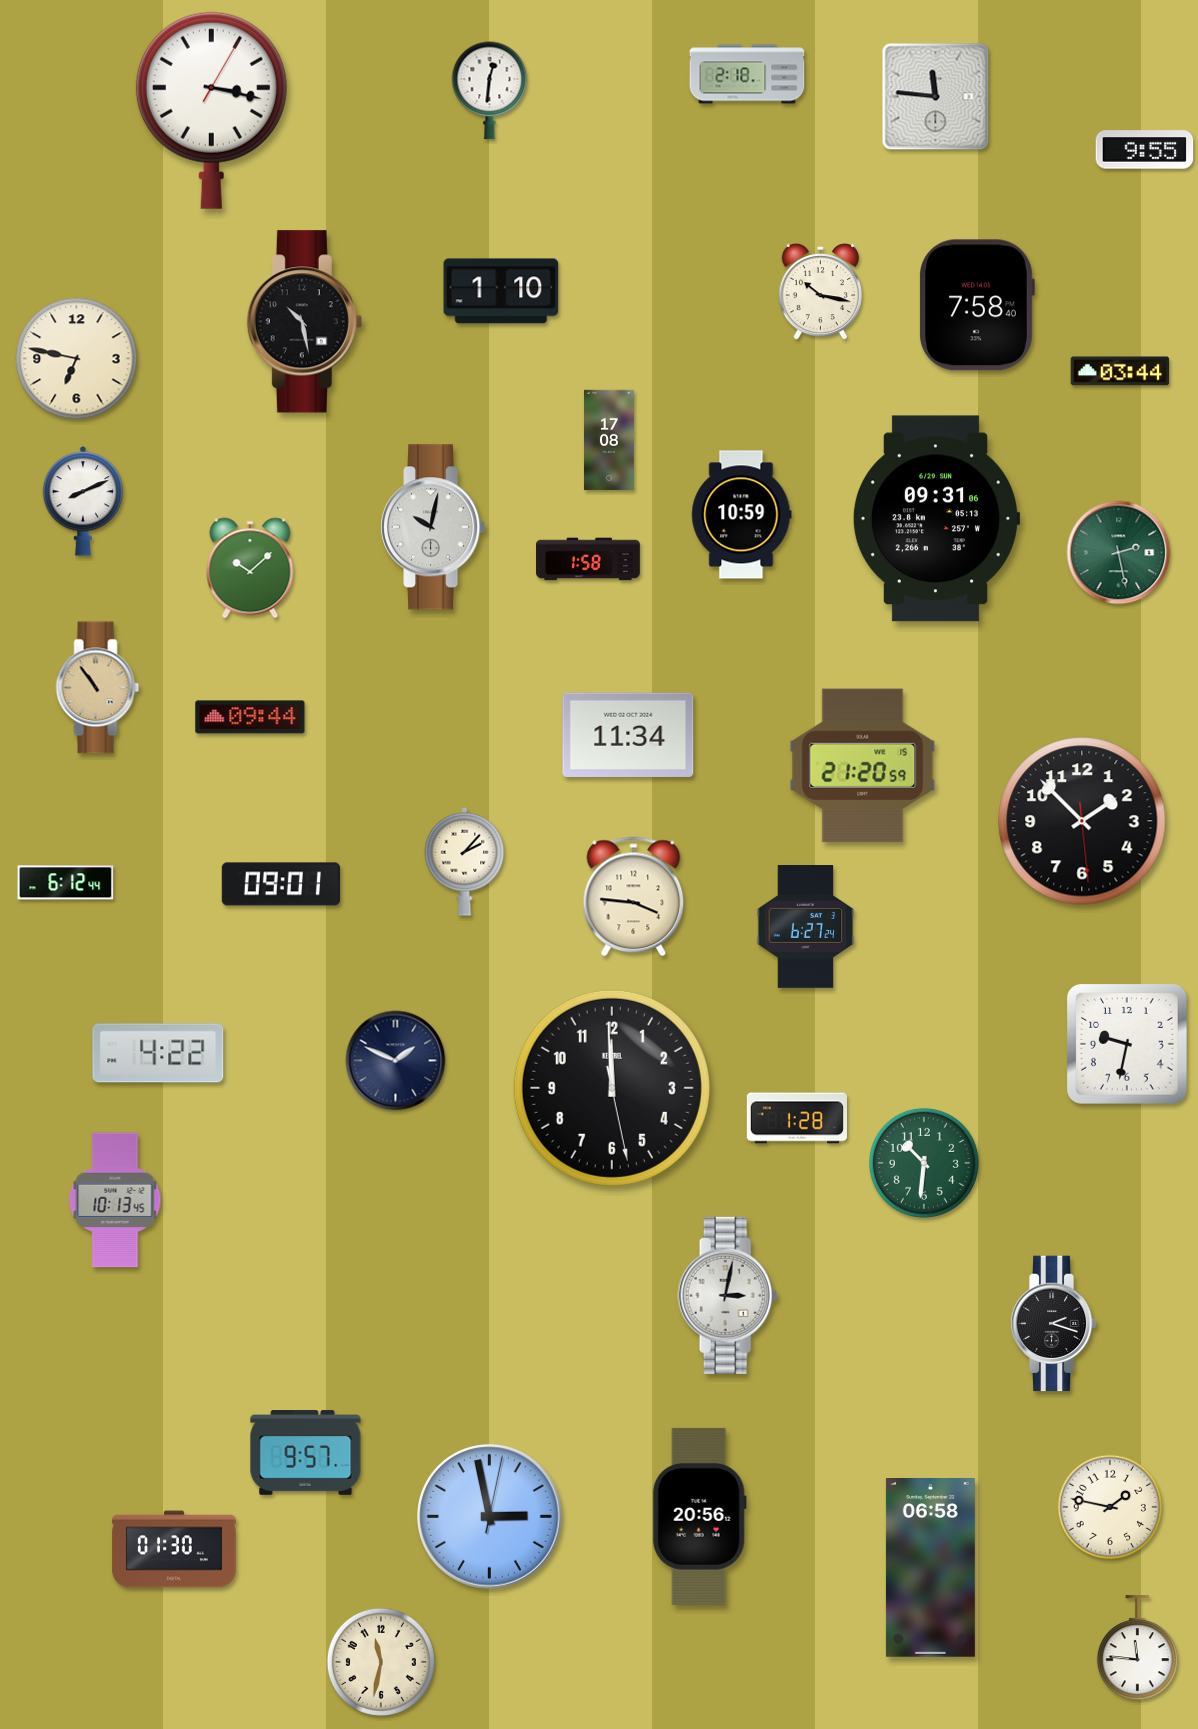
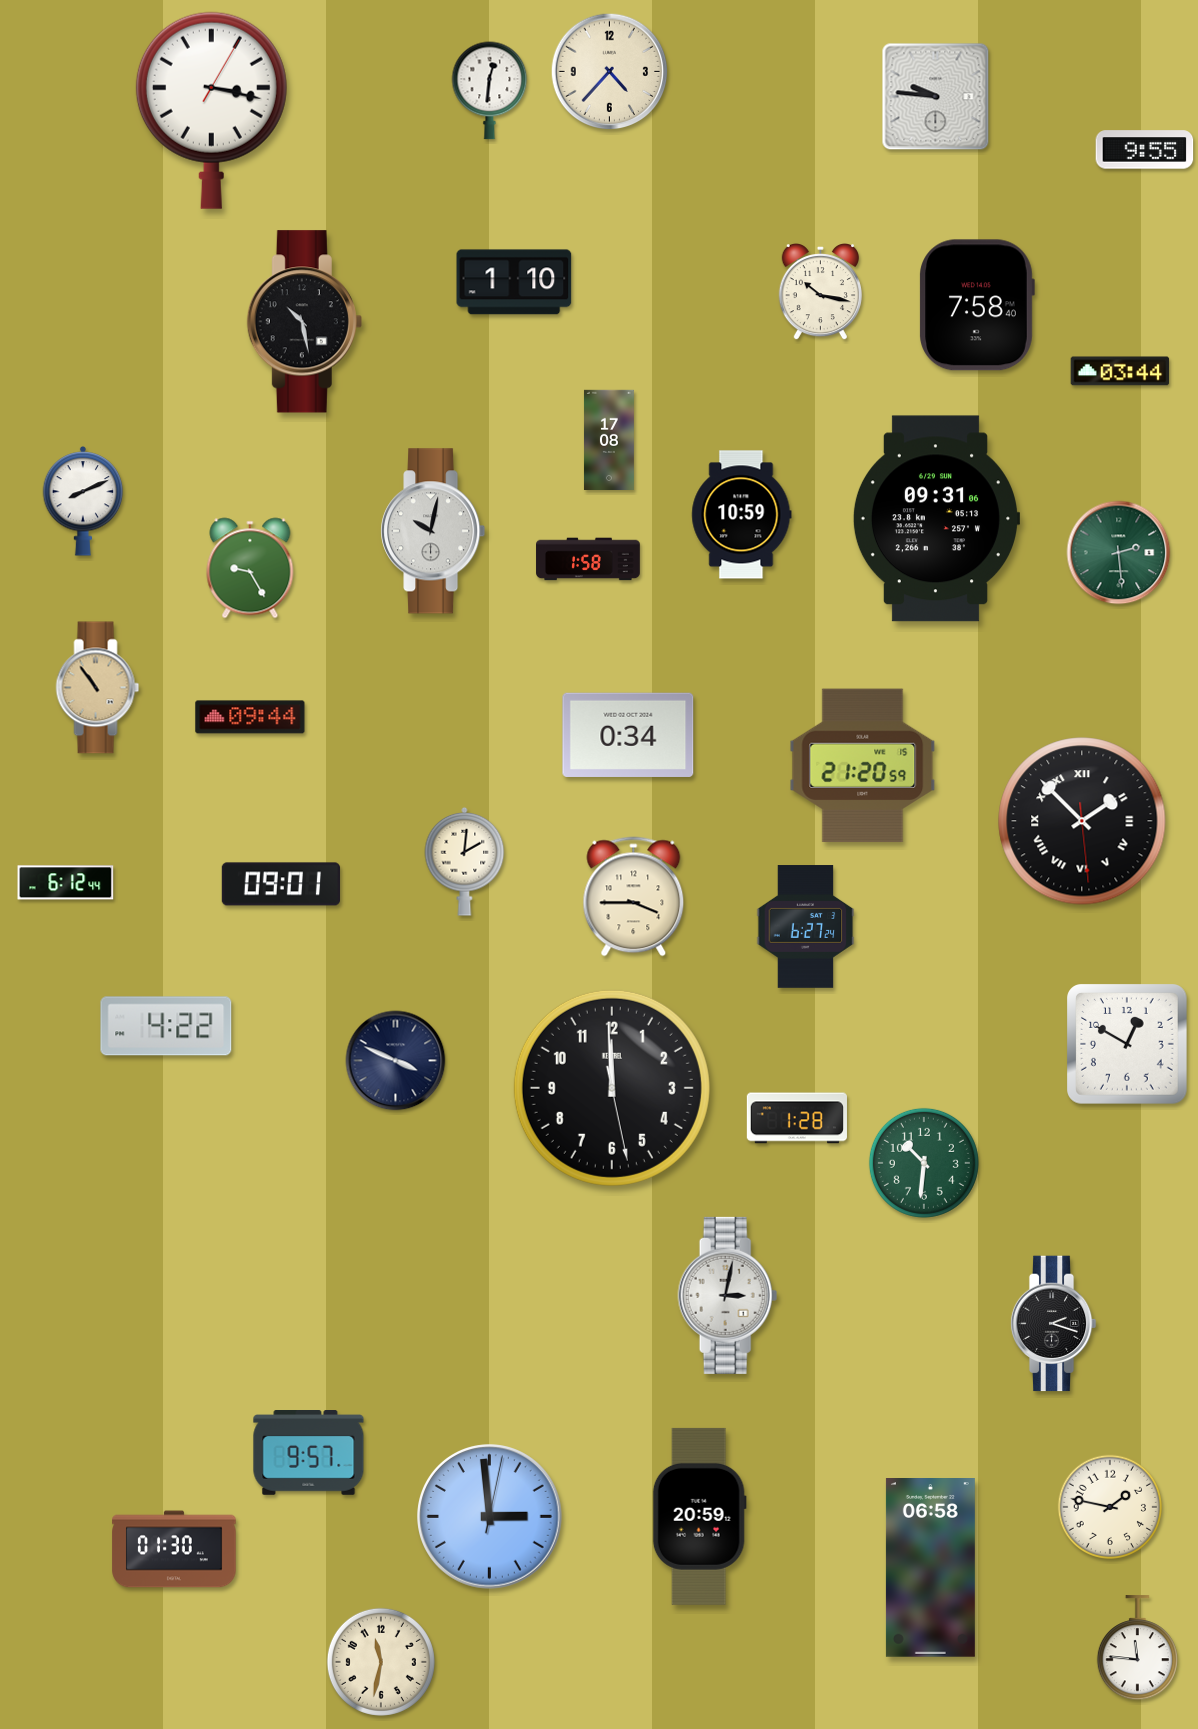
clock at (610, 72): none -> 4:37
clock at (747, 74): 2:18 -> none
clock at (936, 97): 11:46 -> 9:46
clock at (501, 291) position: (501, 291) -> (514, 282)
clock at (77, 359): 6:47 -> none
clock at (433, 527) position: (433, 527) -> (433, 531)
clock at (1119, 553): 2:28 -> 2:29
clock at (250, 568): 10:08 -> 9:25
clock at (628, 735): 11:34 -> 0:34
clock at (1082, 821) numerals: Arabic -> Roman
clock at (465, 861): 2:07 -> 2:01
clock at (634, 897): 3:46 -> 3:45
clock at (1128, 1045): 9:32 -> 12:50
clock at (158, 1053) position: (158, 1053) -> (166, 1026)
clock at (396, 1061): 1:49 -> 3:49
clock at (115, 1200): 10:13 -> none
clock at (306, 1453) position: (306, 1453) -> (309, 1453)
clock at (699, 1516): 20:56 -> 20:59
clock at (490, 1517): 2:58 -> 2:59
